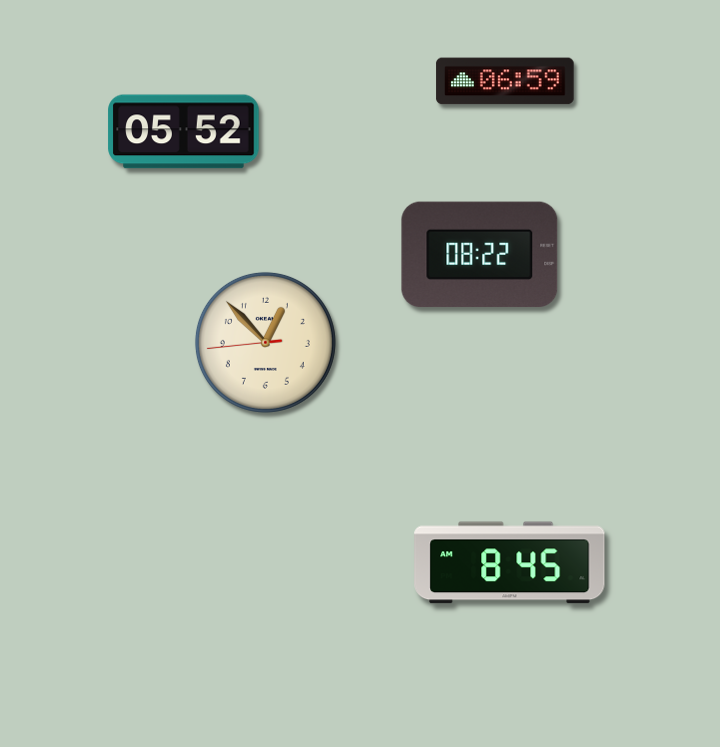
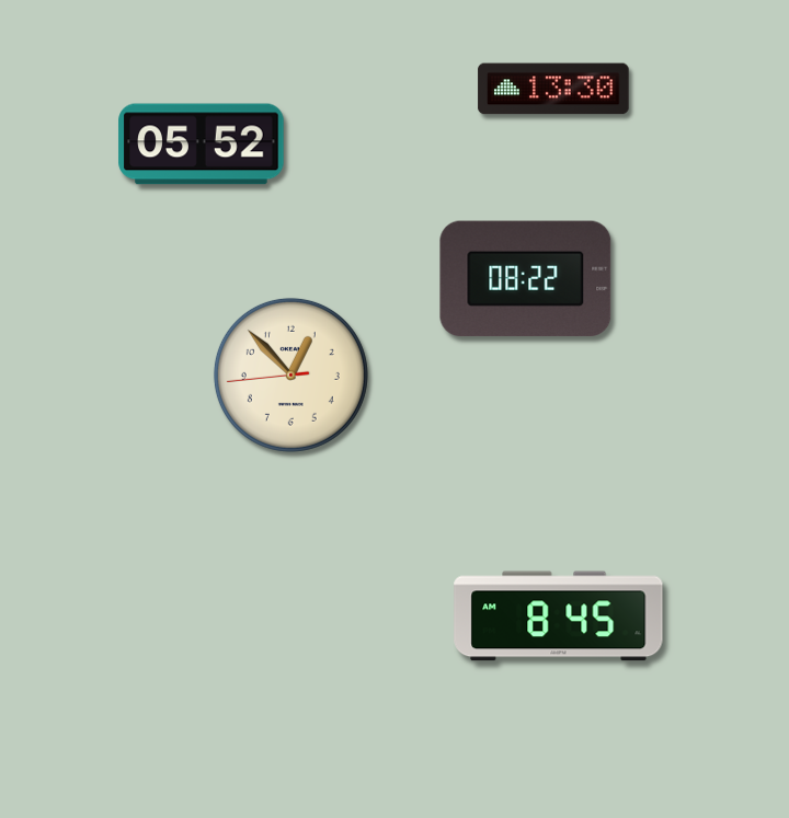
clock at (505, 81): 06:59 -> 13:30
